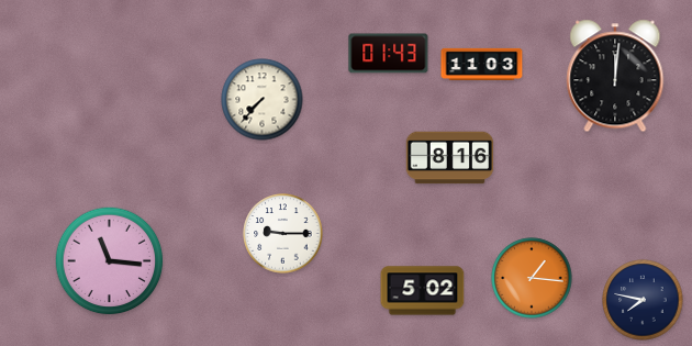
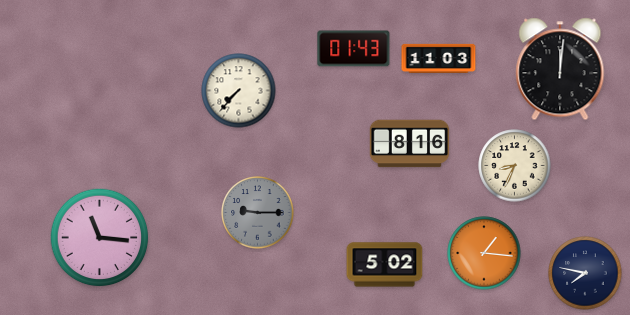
clock at (515, 166): none -> 8:34
clock at (283, 234) dial: white -> grey
